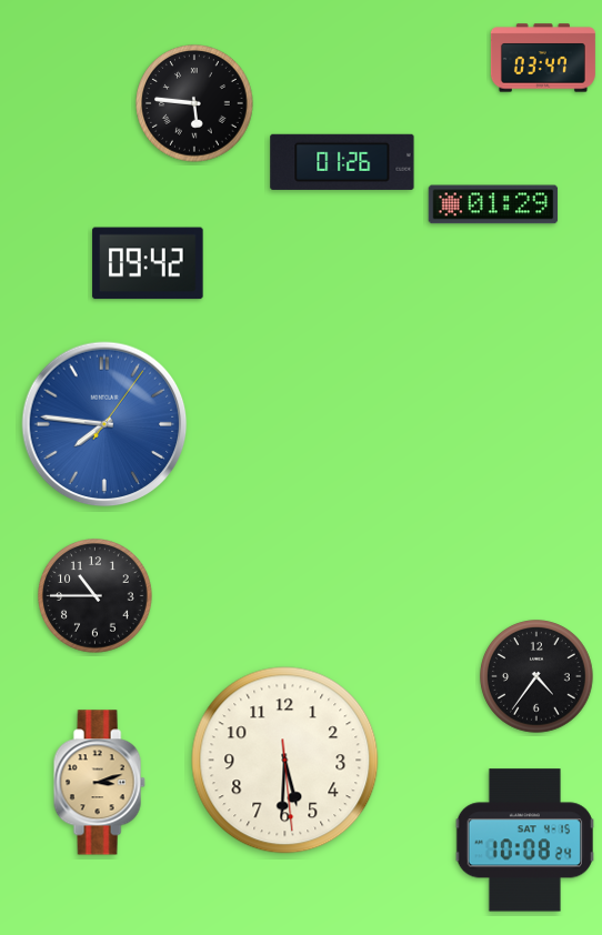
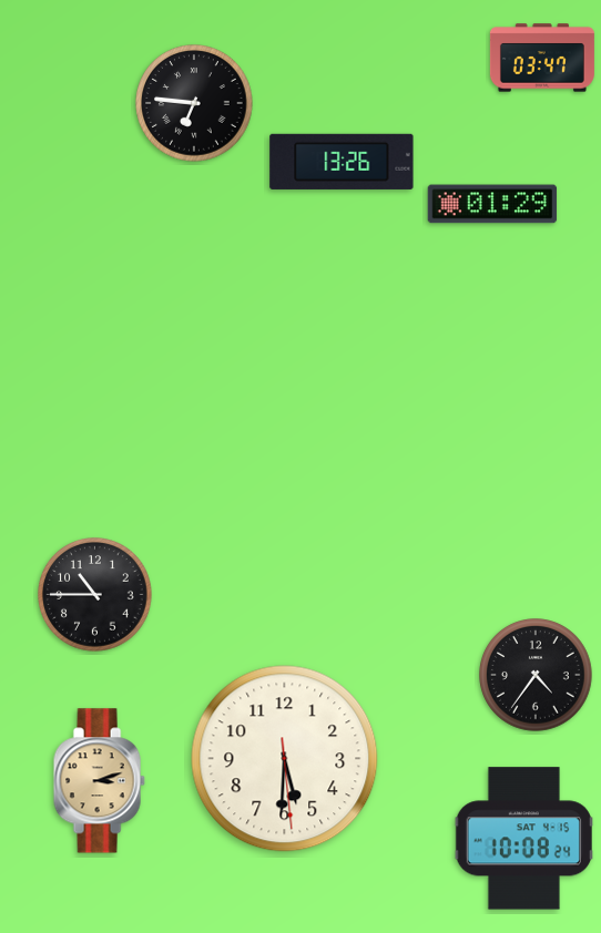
clock at (194, 103): 5:46 -> 6:46
clock at (342, 162): 01:26 -> 13:26
clock at (148, 263): 09:42 -> none
clock at (104, 424): 7:46 -> none
